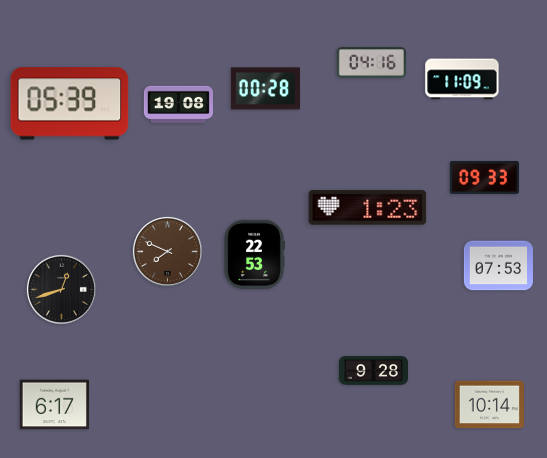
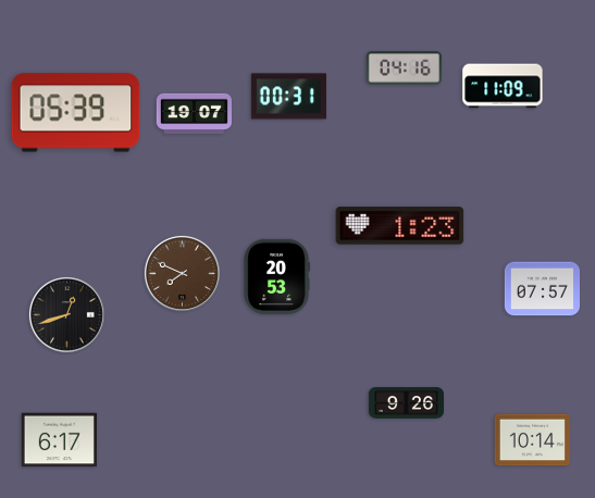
clock at (265, 89): 00:28 -> 00:31
clock at (178, 104): 19:08 -> 19:07
clock at (484, 177): 09:33 -> none
clock at (254, 254): 22:53 -> 20:53
clock at (498, 266): 07:53 -> 07:57
clock at (373, 371): 9:28 -> 9:26
